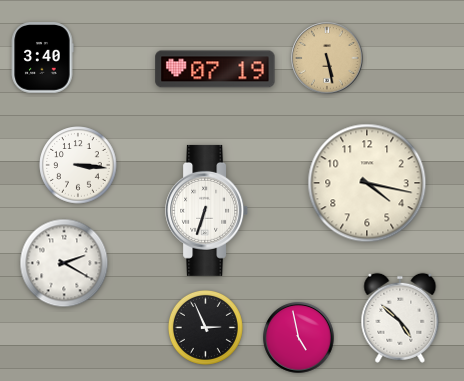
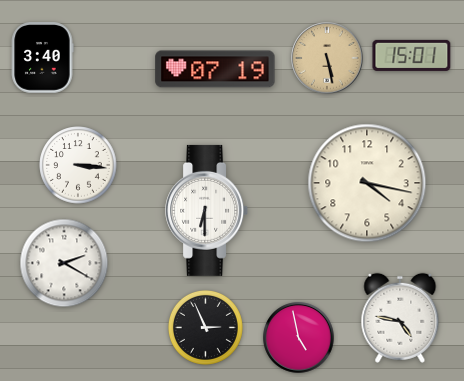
clock at (412, 55): none -> 15:01
clock at (207, 210): 6:33 -> 6:30
clock at (400, 318): 4:52 -> 4:47
